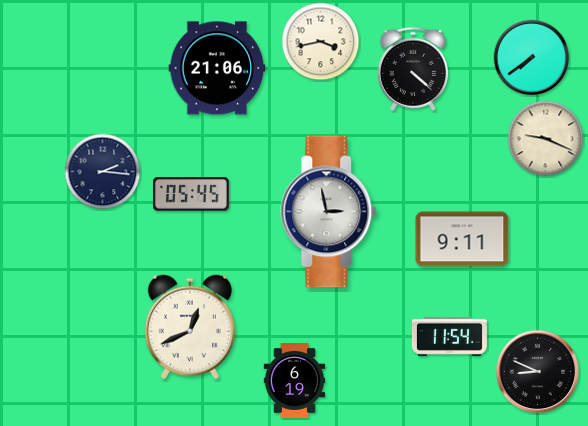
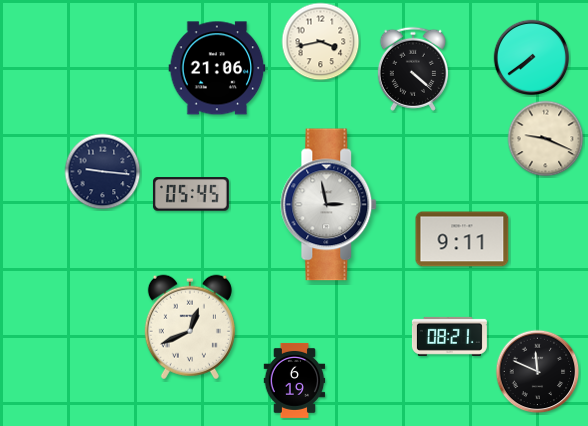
clock at (103, 172): 2:16 -> 9:16
clock at (329, 212) position: (329, 212) -> (329, 205)
clock at (449, 336): 11:54 -> 08:21
clock at (538, 372): 8:49 -> 11:49
